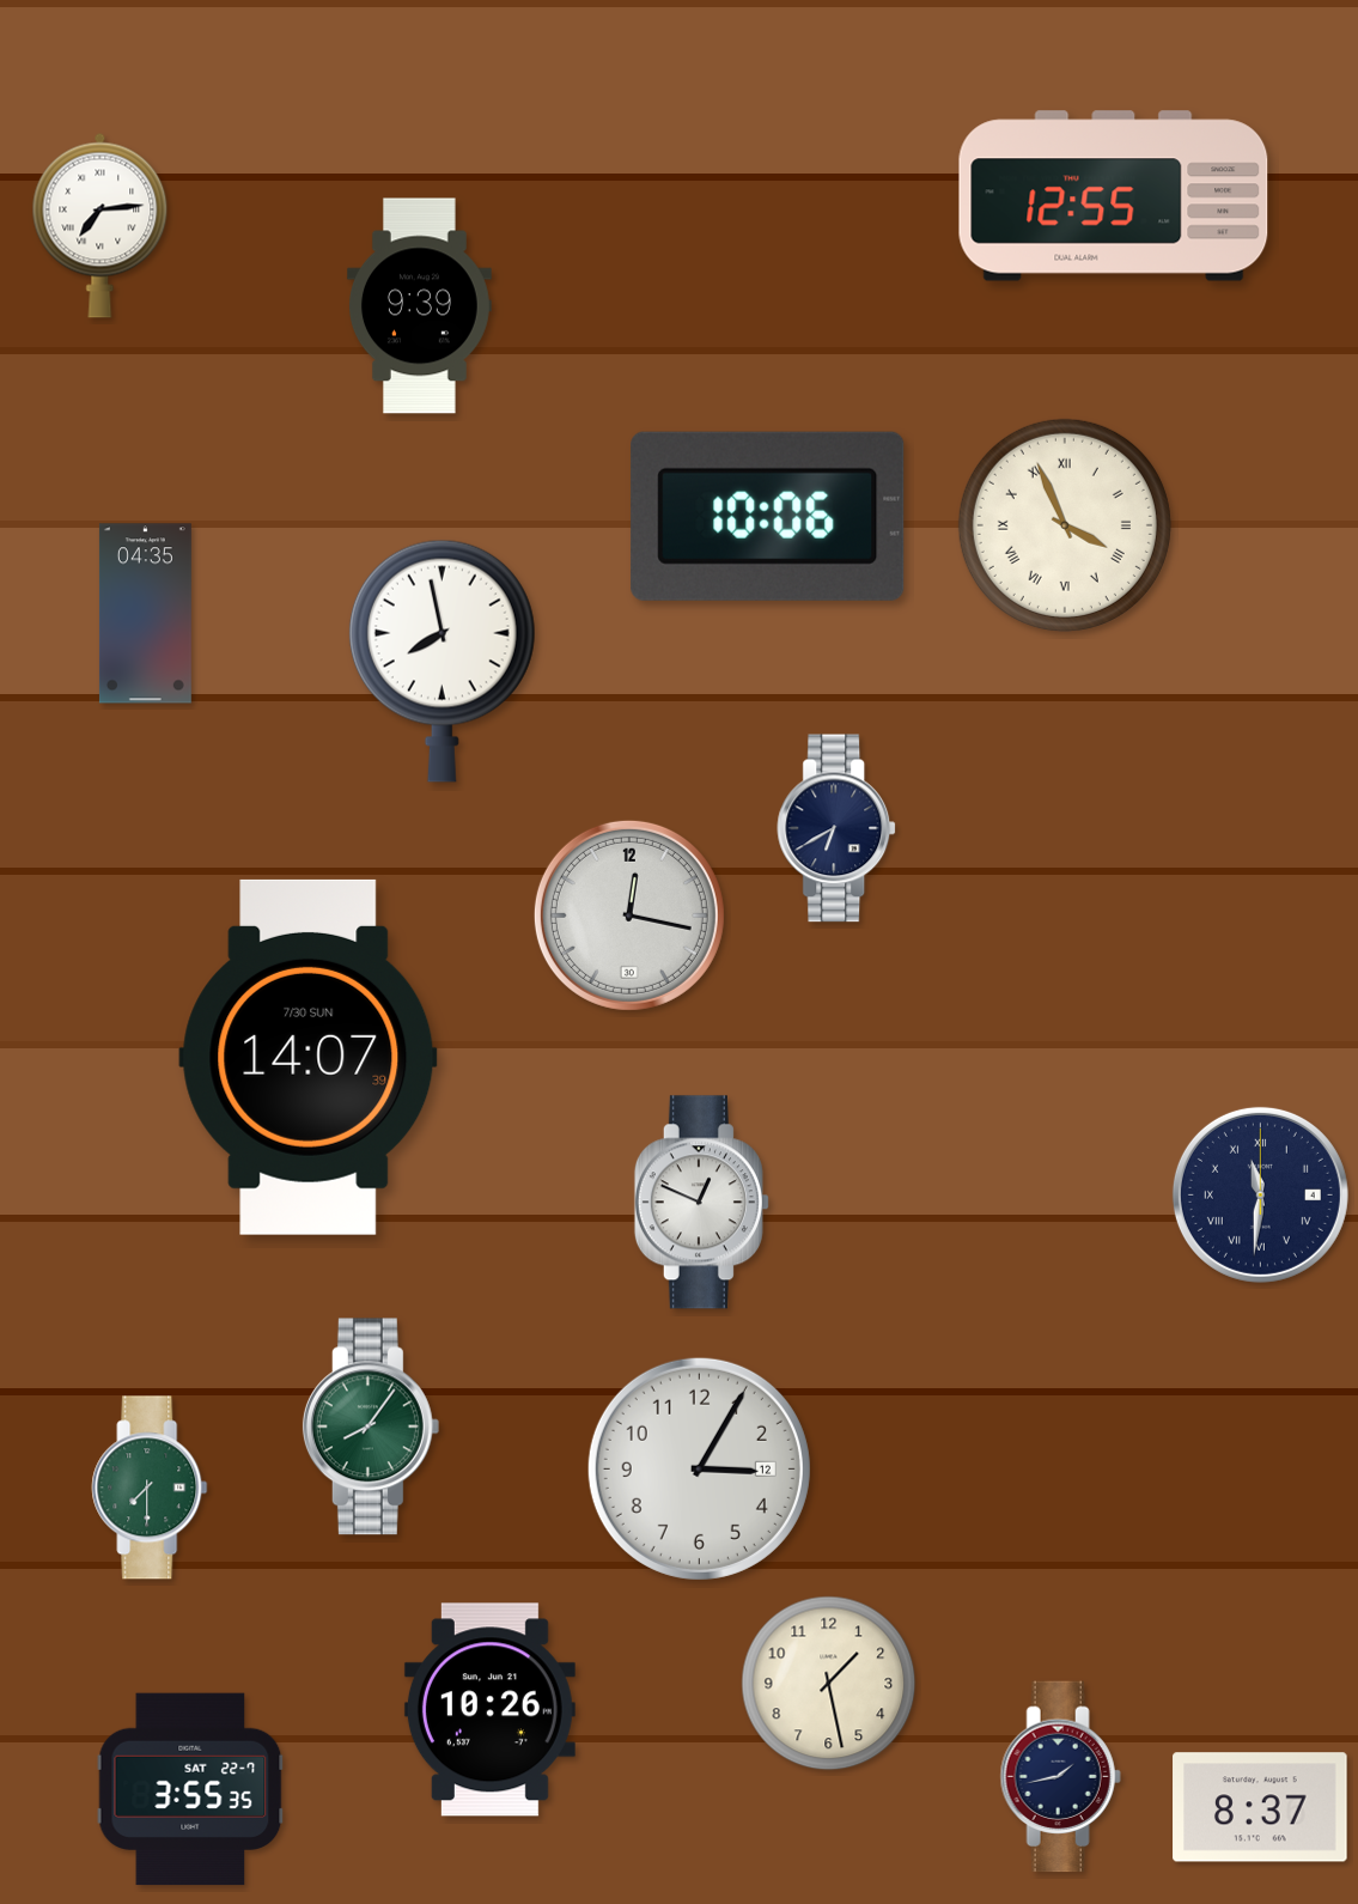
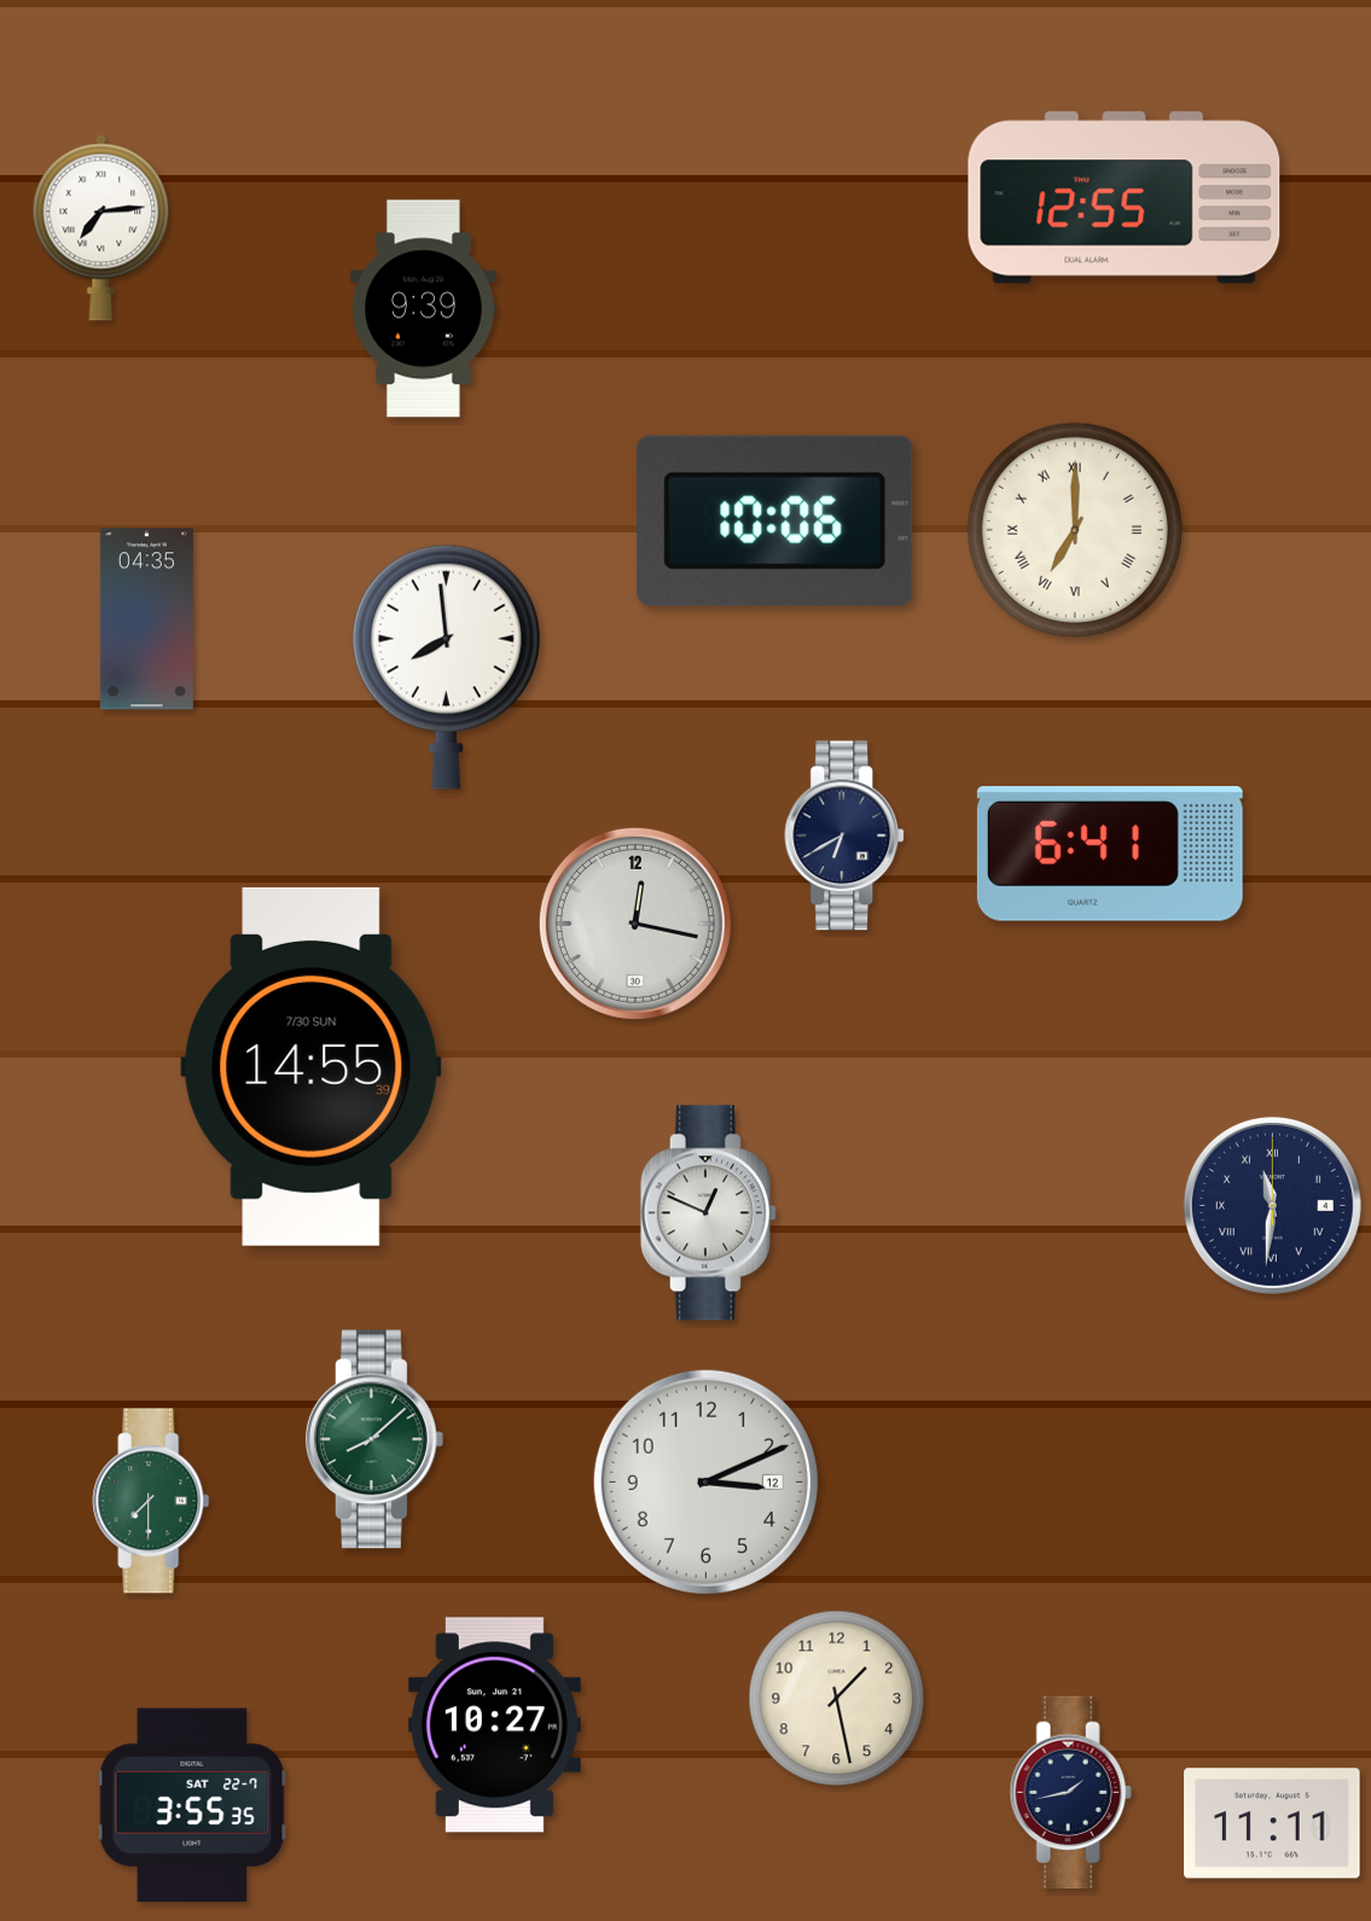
clock at (1065, 525): 3:56 -> 7:00
clock at (441, 661): 7:58 -> 7:59
clock at (1110, 855): none -> 6:41
clock at (309, 1057): 14:07 -> 14:55
clock at (371, 1427): 8:06 -> 8:08
clock at (699, 1468): 3:05 -> 3:11
clock at (489, 1710): 10:26 -> 10:27
clock at (1260, 1807): 8:37 -> 11:11
